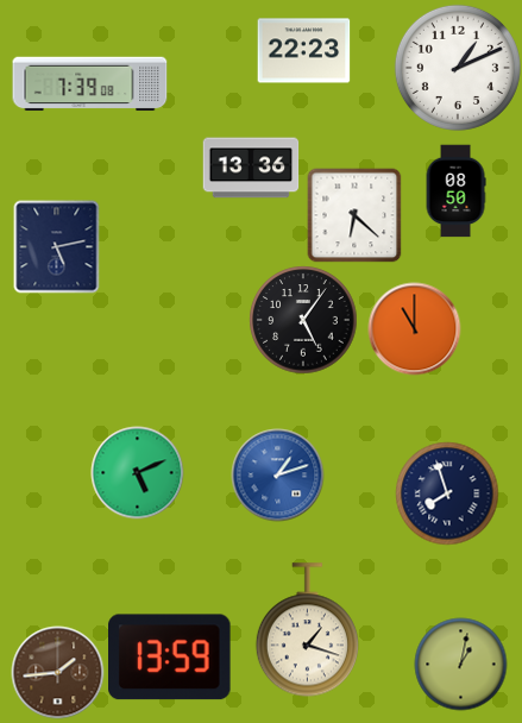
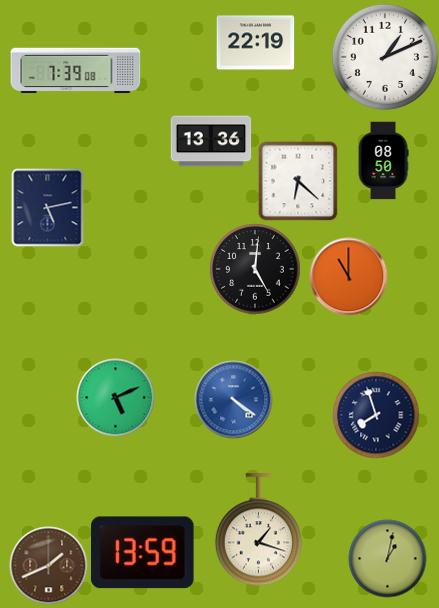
clock at (303, 51): 22:23 -> 22:19
clock at (303, 320): 5:06 -> 5:01
clock at (277, 474): 1:12 -> 4:21
clock at (57, 672): 1:44 -> 1:41
